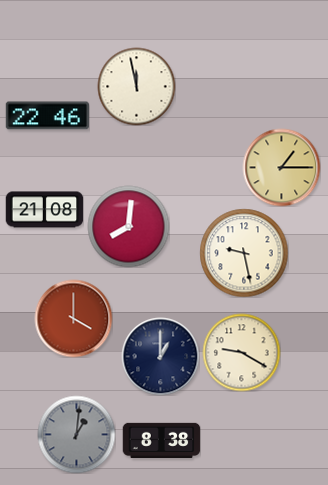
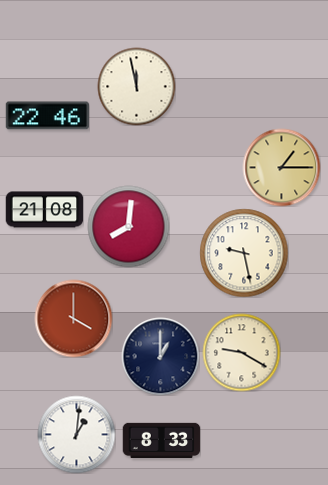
clock at (76, 434) dial: grey -> white
clock at (161, 440): 8:38 -> 8:33
